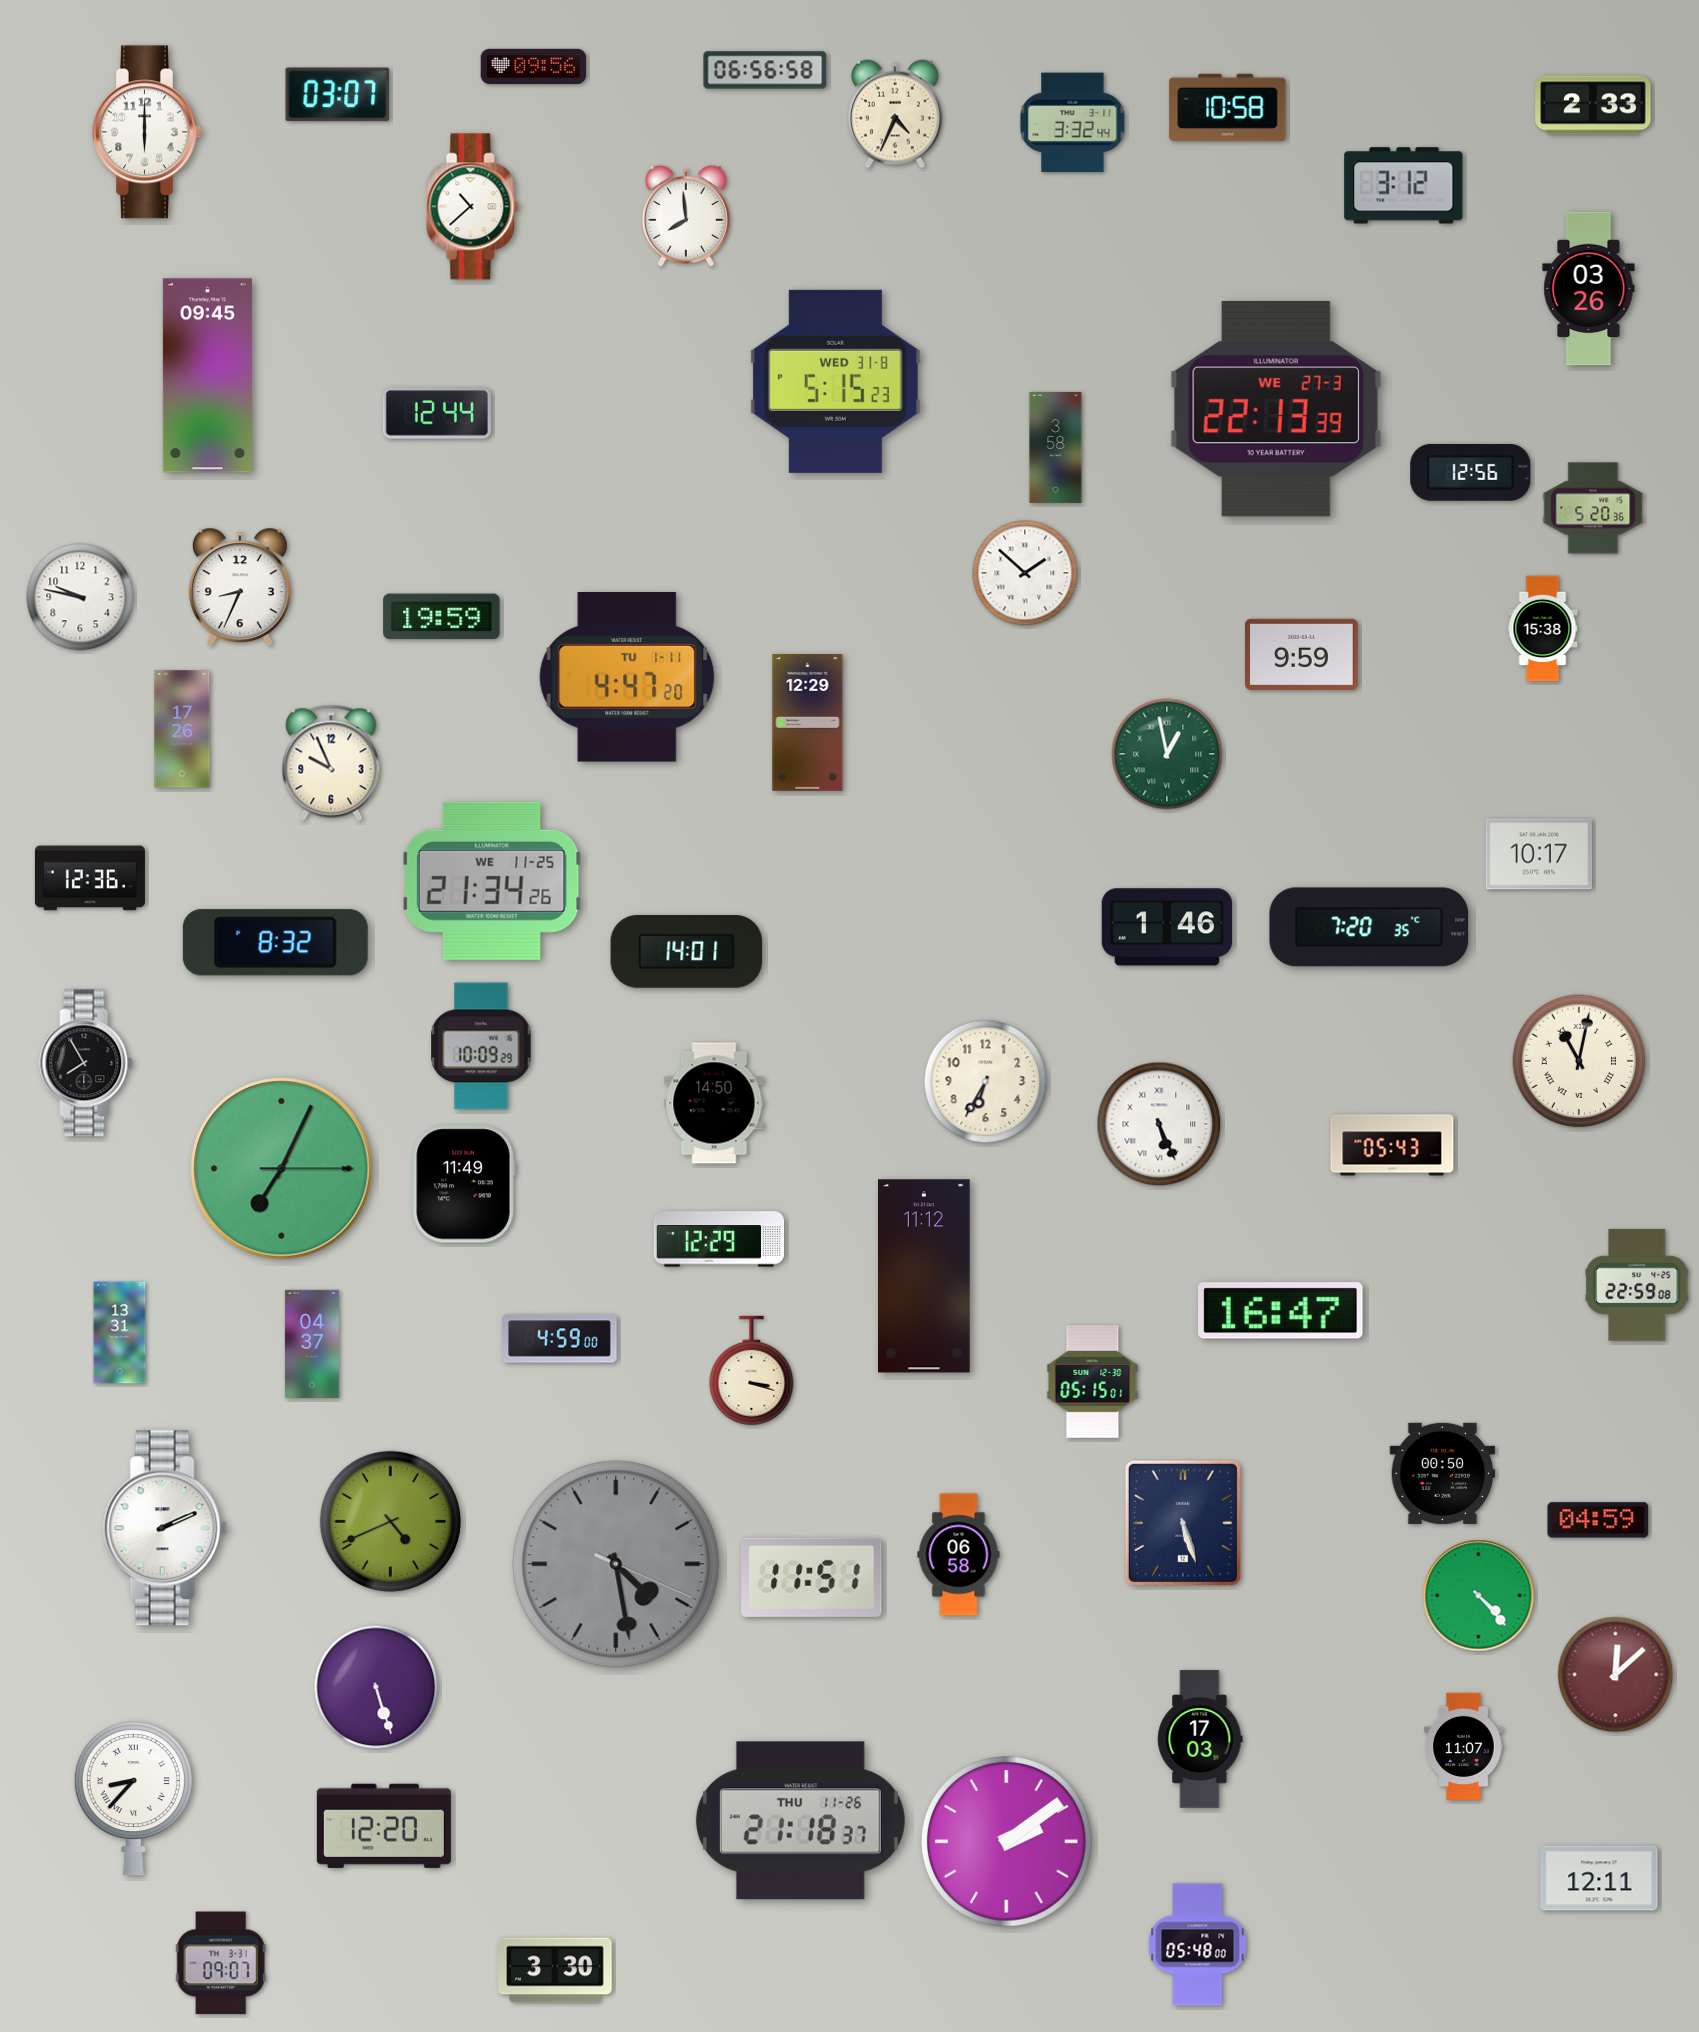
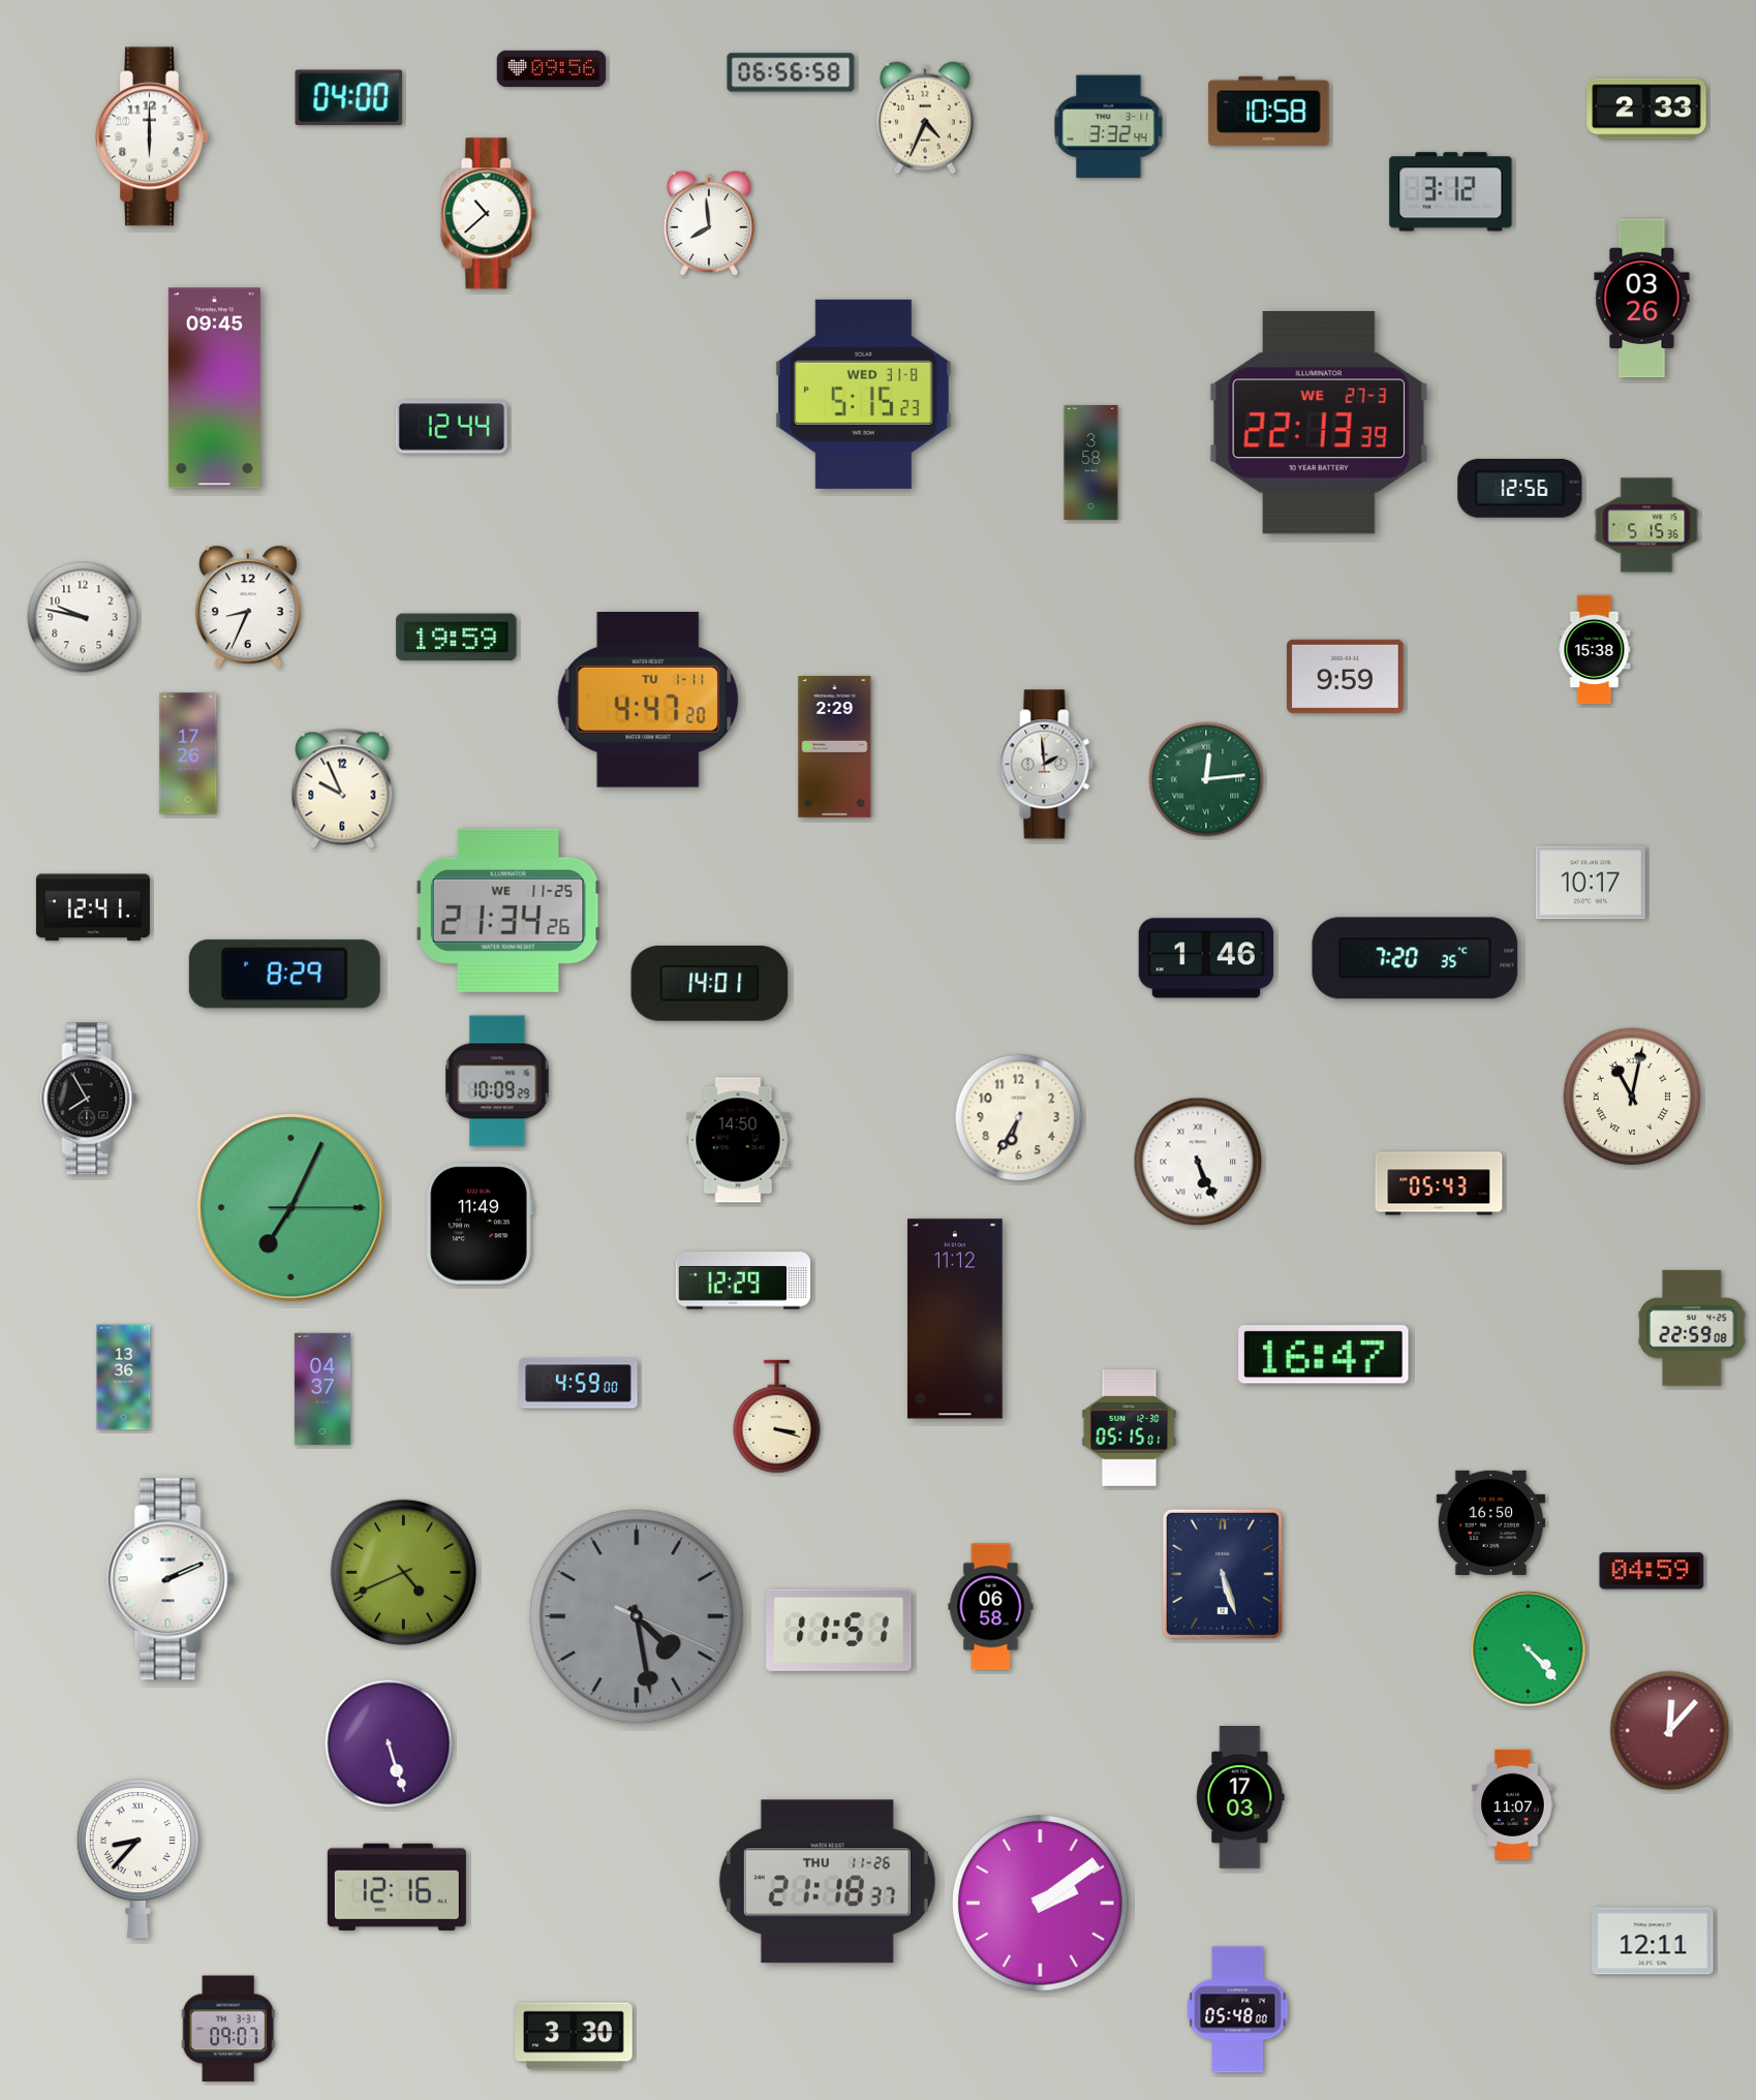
clock at (338, 95): 03:07 -> 04:00
clock at (1593, 508): 5:20 -> 5:15
clock at (1025, 573): 1:52 -> none
clock at (808, 723): 12:29 -> 2:29
clock at (1047, 765): none -> 1:59
clock at (1167, 754): 12:58 -> 12:14
clock at (90, 878): 12:36 -> 12:41
clock at (275, 943): 8:32 -> 8:29
clock at (120, 1333): 13:31 -> 13:36
clock at (1443, 1473): 00:50 -> 16:50
clock at (1616, 1675): 12:08 -> 12:07
clock at (384, 1826): 12:20 -> 12:16
